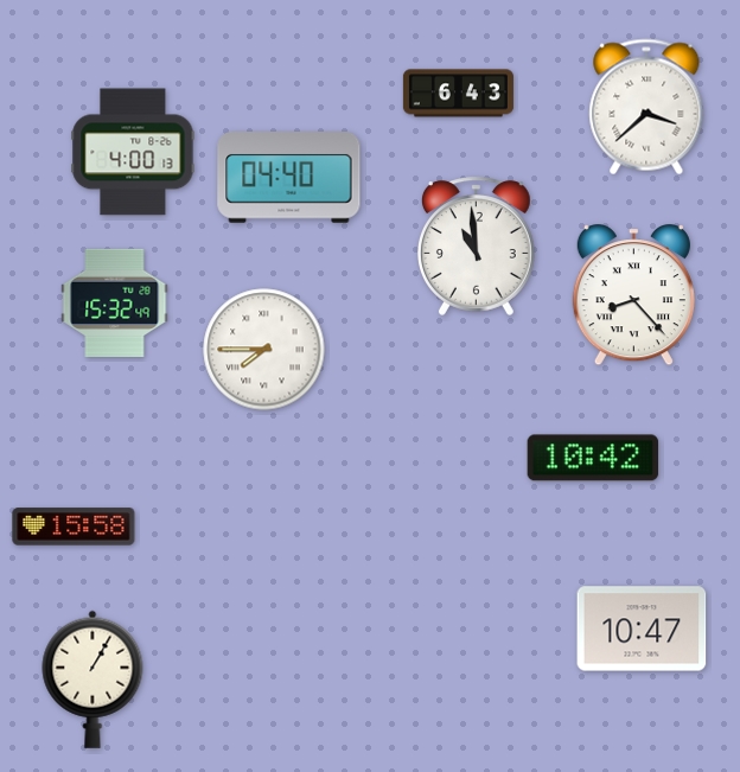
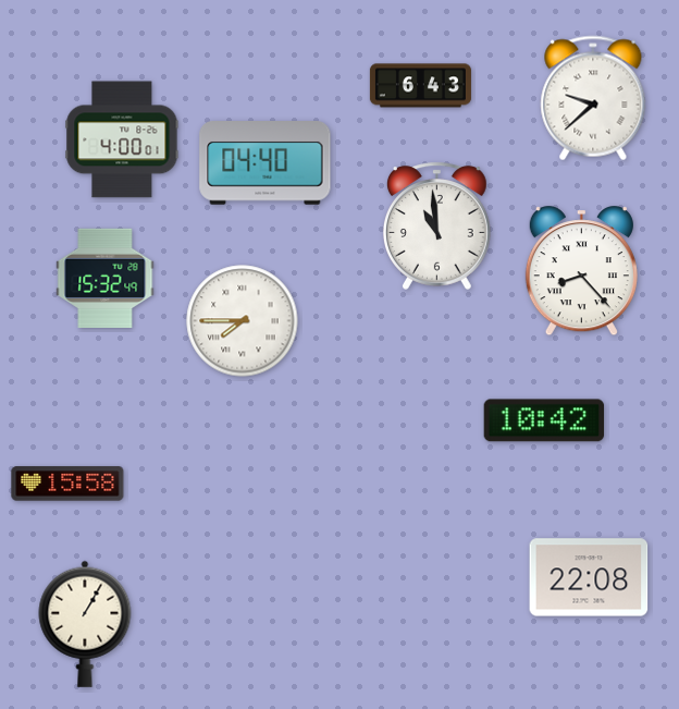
clock at (646, 107): 3:38 -> 9:38
clock at (133, 152): 4:00:13 -> 4:00:01
clock at (642, 629): 10:47 -> 22:08
